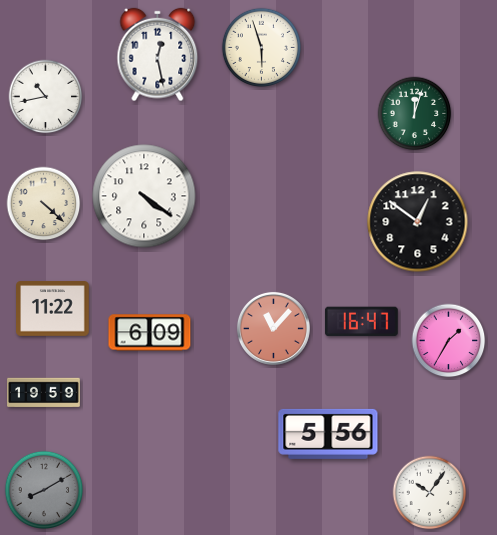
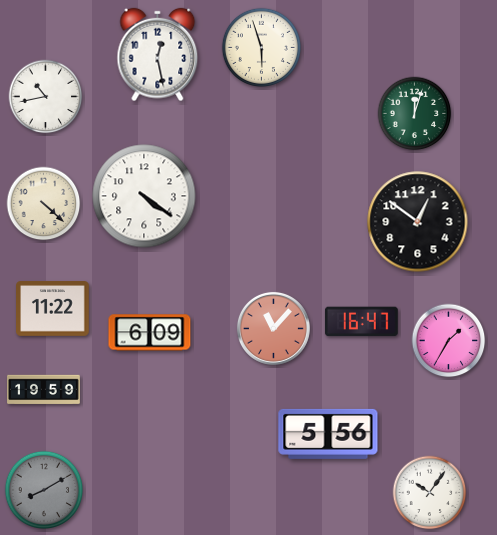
clock at (44, 393) position: (44, 393) -> (44, 390)
